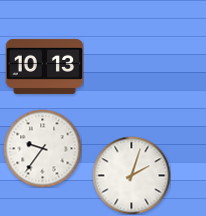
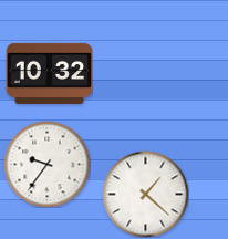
clock at (44, 66): 10:13 -> 10:32
clock at (131, 175): 2:03 -> 1:22
